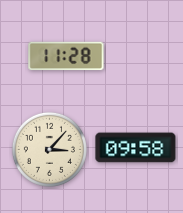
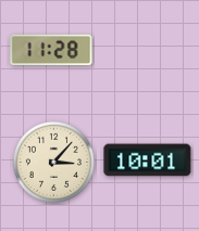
clock at (66, 56) position: (66, 56) -> (51, 50)
clock at (136, 148): 09:58 -> 10:01
